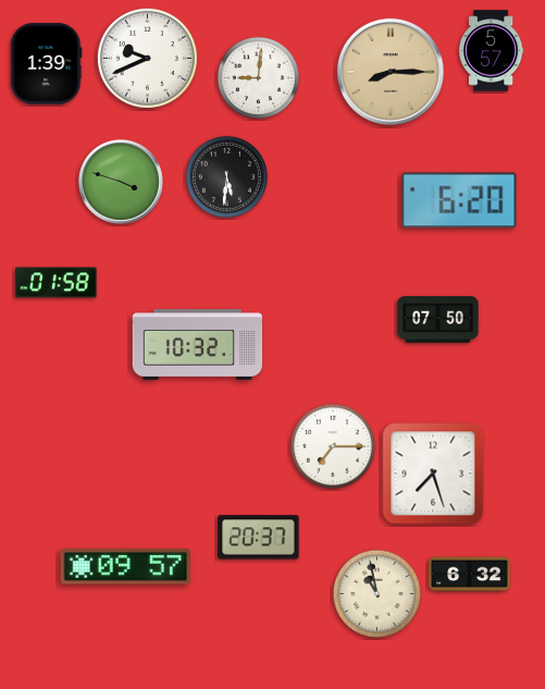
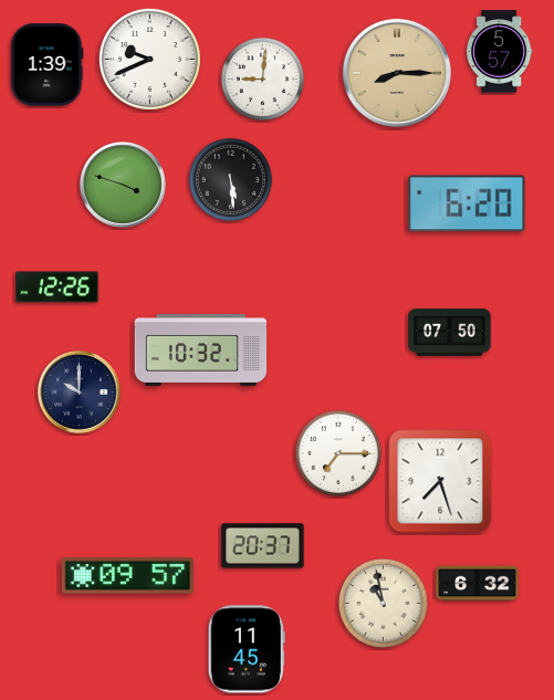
clock at (226, 176): 5:31 -> 5:29
clock at (57, 283): 01:58 -> 12:26
clock at (438, 320) position: (438, 320) -> (450, 333)
clock at (80, 393): none -> 10:00
clock at (247, 649): none -> 11:45
